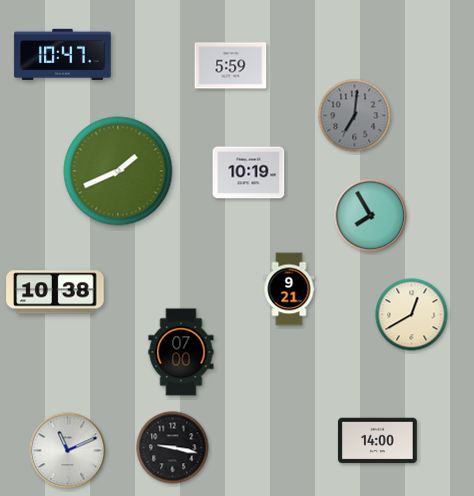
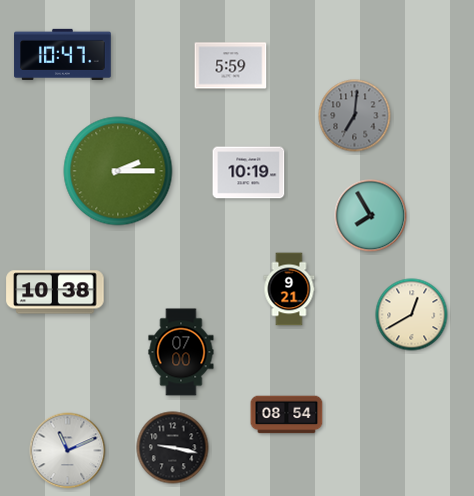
clock at (118, 171): 1:41 -> 2:15
clock at (287, 415): none -> 08:54
clock at (378, 441): 14:00 -> none
